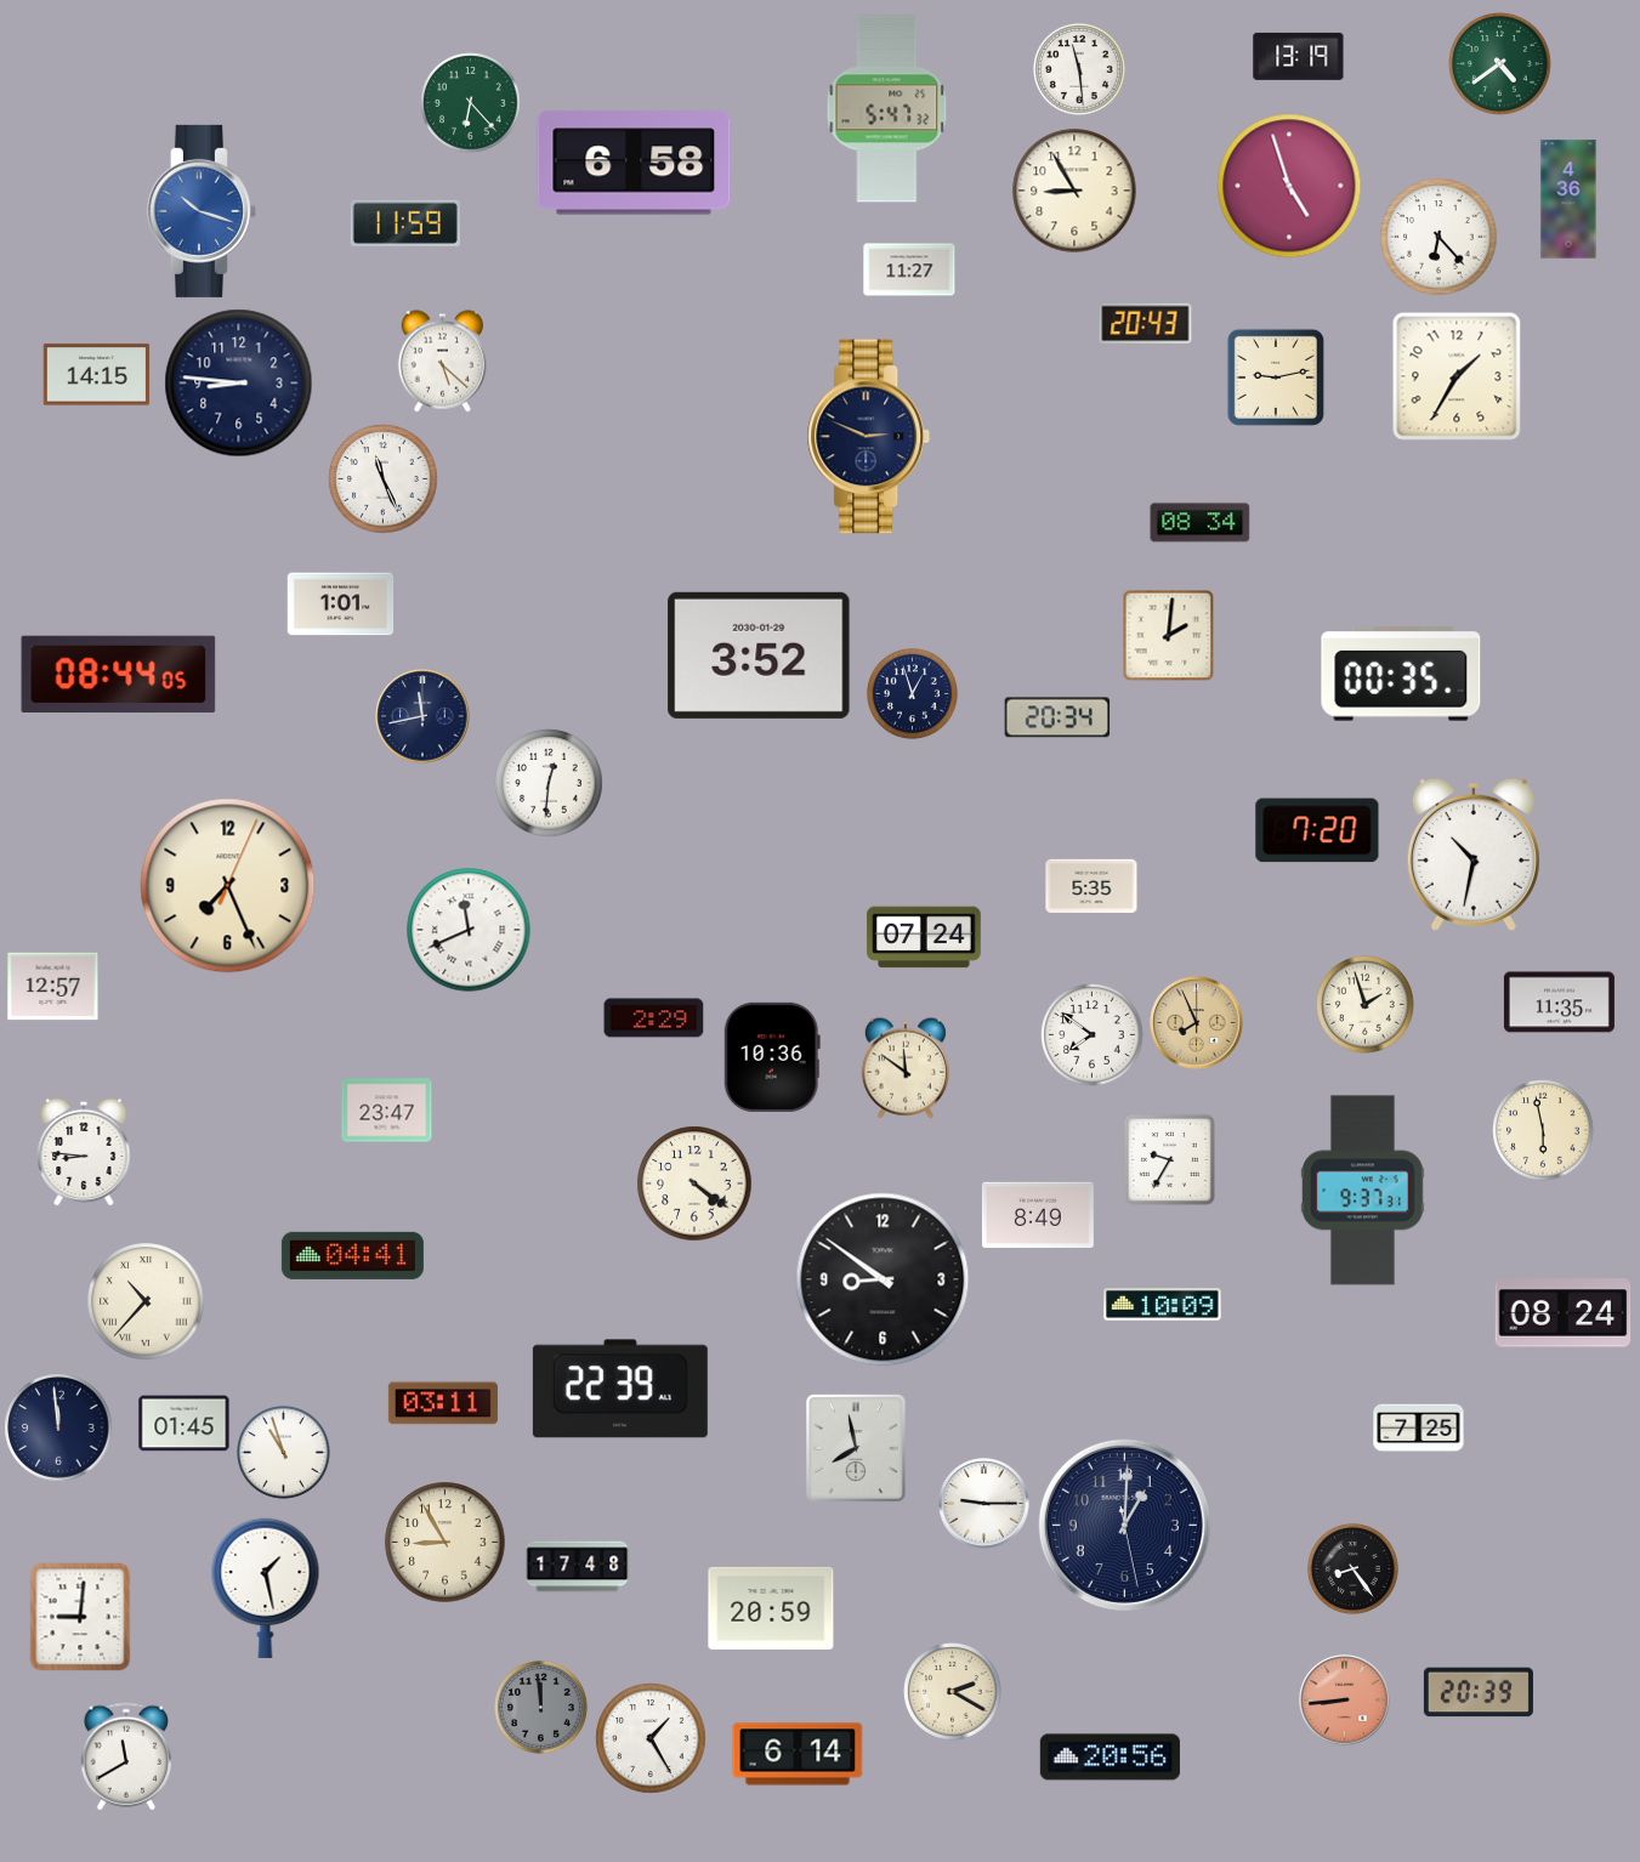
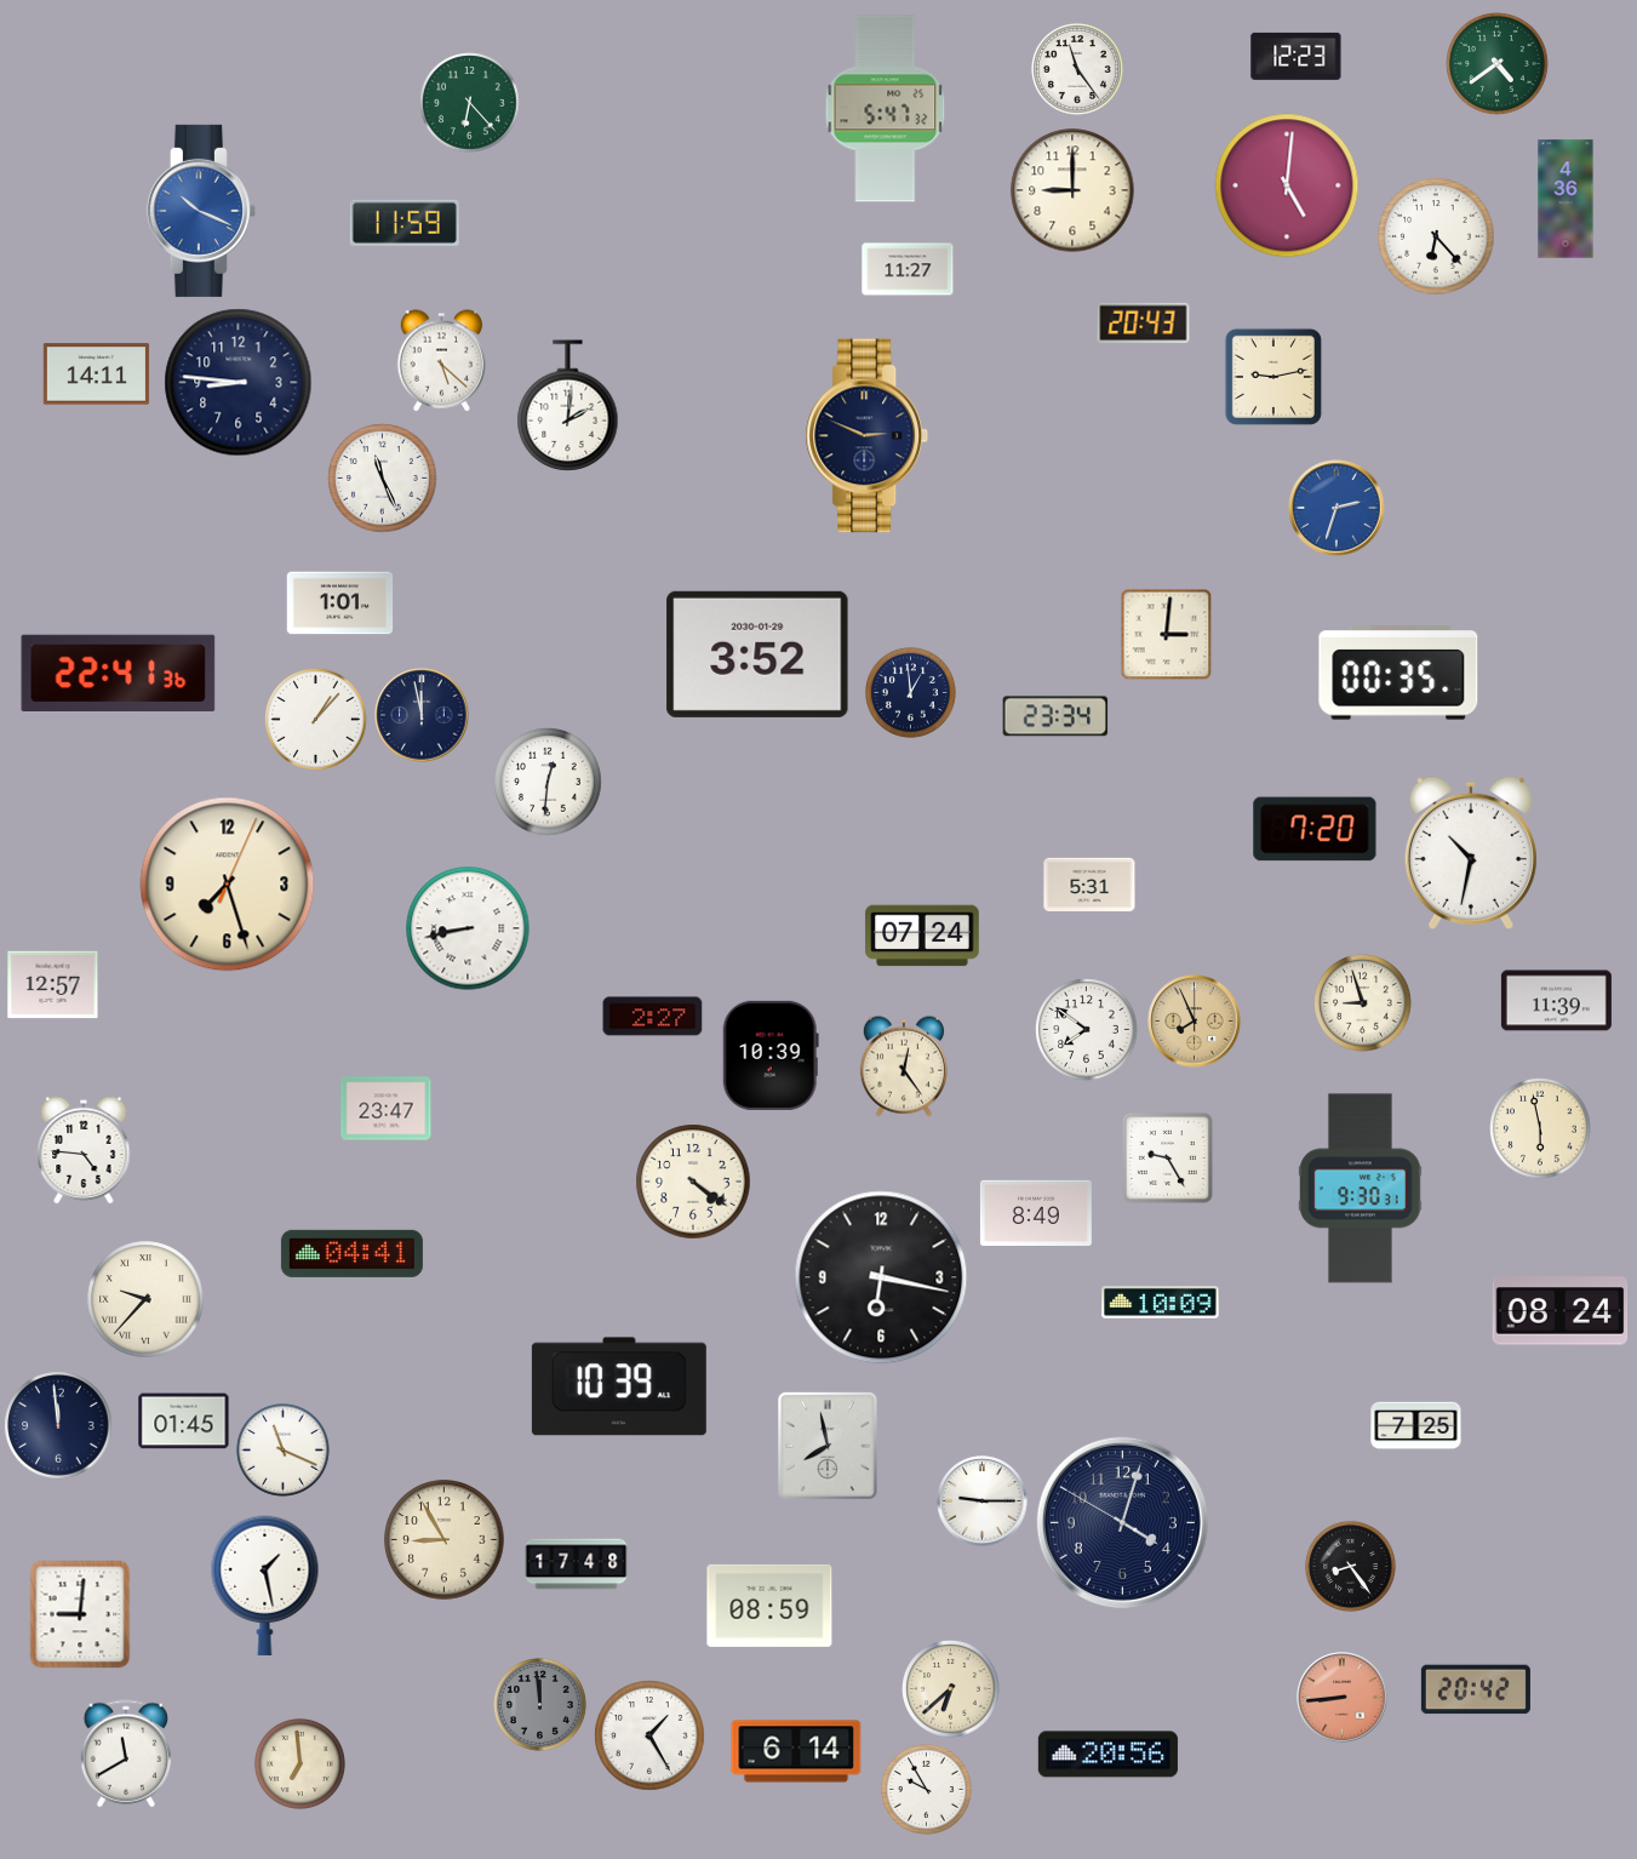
clock at (1299, 56): 13:19 -> 12:23
clock at (1079, 69): 11:29 -> 11:24
clock at (634, 163): 6:58 -> none
clock at (1289, 186): 4:57 -> 5:01
clock at (1074, 191): 8:55 -> 9:00
clock at (202, 211): 10:18 -> 10:19
clock at (97, 375): 14:15 -> 14:11
clock at (1457, 376): 1:35 -> none
clock at (568, 406): none -> 2:01
clock at (1336, 508): none -> 2:33
clock at (1201, 523): 08:34 -> none
clock at (1169, 636): 2:01 -> 3:01
clock at (119, 675): 08:44 -> 22:41
clock at (912, 693): 12:57 -> 12:59
clock at (422, 716): 11:43 -> 11:58
clock at (1057, 717): 20:34 -> 23:34
clock at (316, 720): none -> 1:07
clock at (1091, 885): 5:35 -> 5:31
clock at (228, 886): 7:26 -> 7:27
clock at (469, 930): 11:41 -> 8:43
clock at (1559, 1003): 11:35 -> 11:39
clock at (1366, 1005): 1:57 -> 8:57
clock at (654, 1018): 2:29 -> 2:27
clock at (1093, 1035) position: (1093, 1035) -> (1087, 1030)
clock at (772, 1057): 10:36 -> 10:39
clock at (906, 1068): 11:51 -> 12:24
clock at (84, 1152): 8:46 -> 4:46
clock at (1169, 1159): 9:35 -> 9:25
clock at (1363, 1191): 9:37 -> 9:30
clock at (883, 1279): 8:51 -> 6:17
clock at (146, 1301): 10:37 -> 9:37
clock at (620, 1389): 22:39 -> 10:39
clock at (443, 1403): 03:11 -> none
clock at (856, 1449) position: (856, 1449) -> (828, 1447)
clock at (284, 1453): 10:57 -> 11:19
clock at (1124, 1525): 1:00 -> 4:02
clock at (771, 1608): 20:59 -> 08:59
clock at (953, 1692): 2:20 -> 6:38
clock at (1479, 1692): 20:39 -> 20:42
clock at (299, 1763): none -> 6:59
clock at (926, 1789): none -> 9:55
